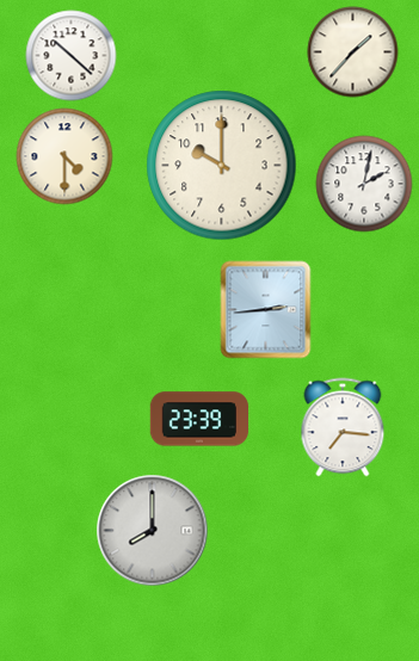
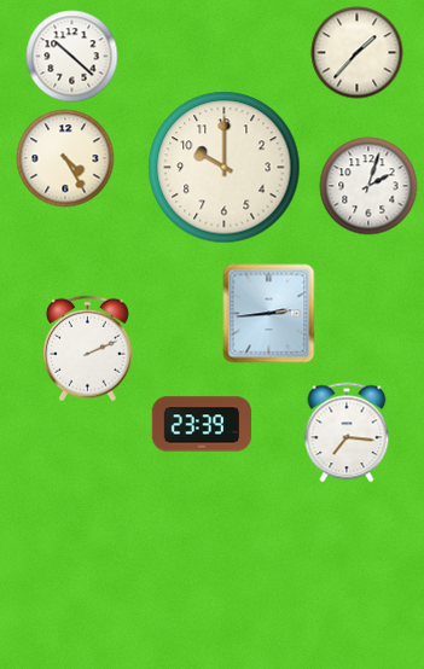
clock at (64, 156): 4:30 -> 4:25
clock at (364, 184): 2:02 -> 2:03
clock at (88, 349): none -> 2:11
clock at (153, 531): 8:00 -> none
